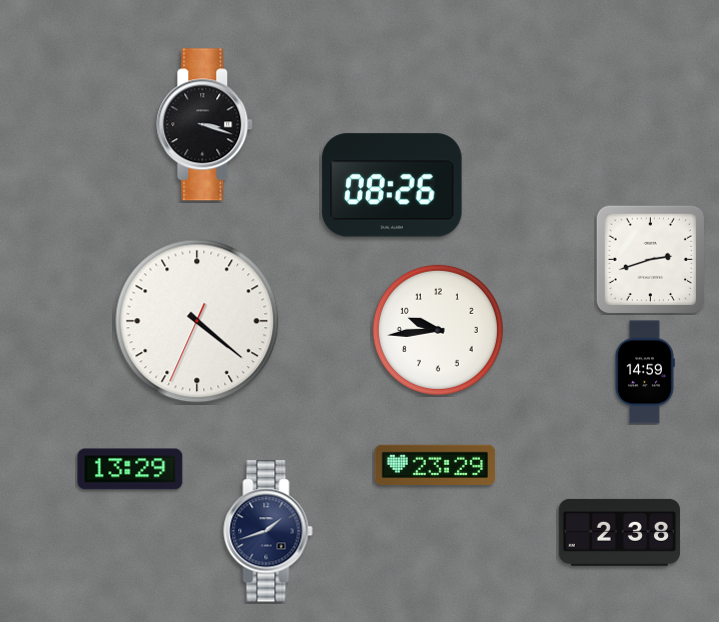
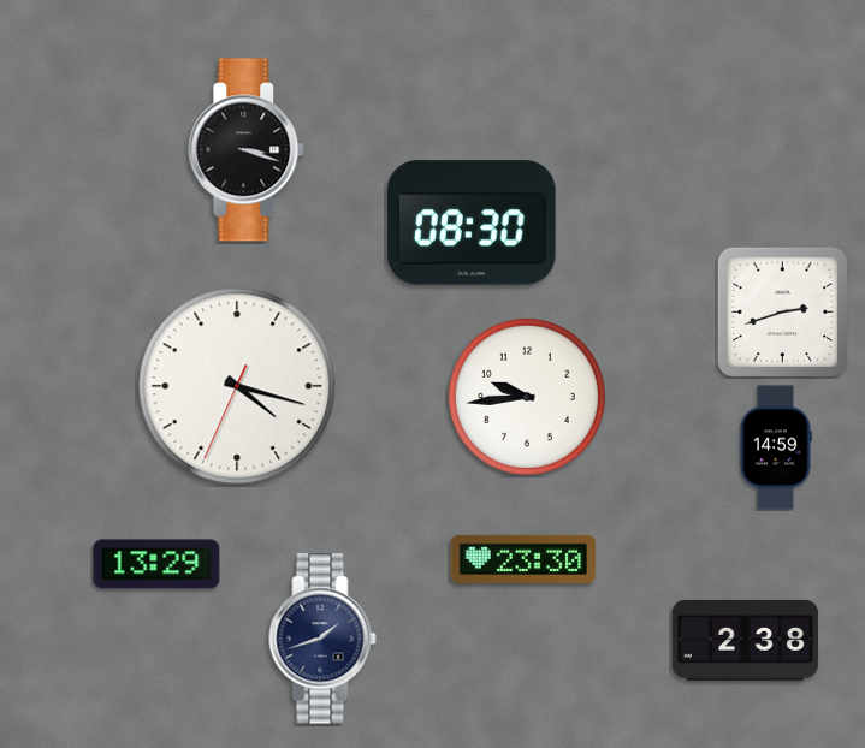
clock at (392, 185): 08:26 -> 08:30
clock at (197, 321): 4:21 -> 4:17
clock at (435, 464): 23:29 -> 23:30
